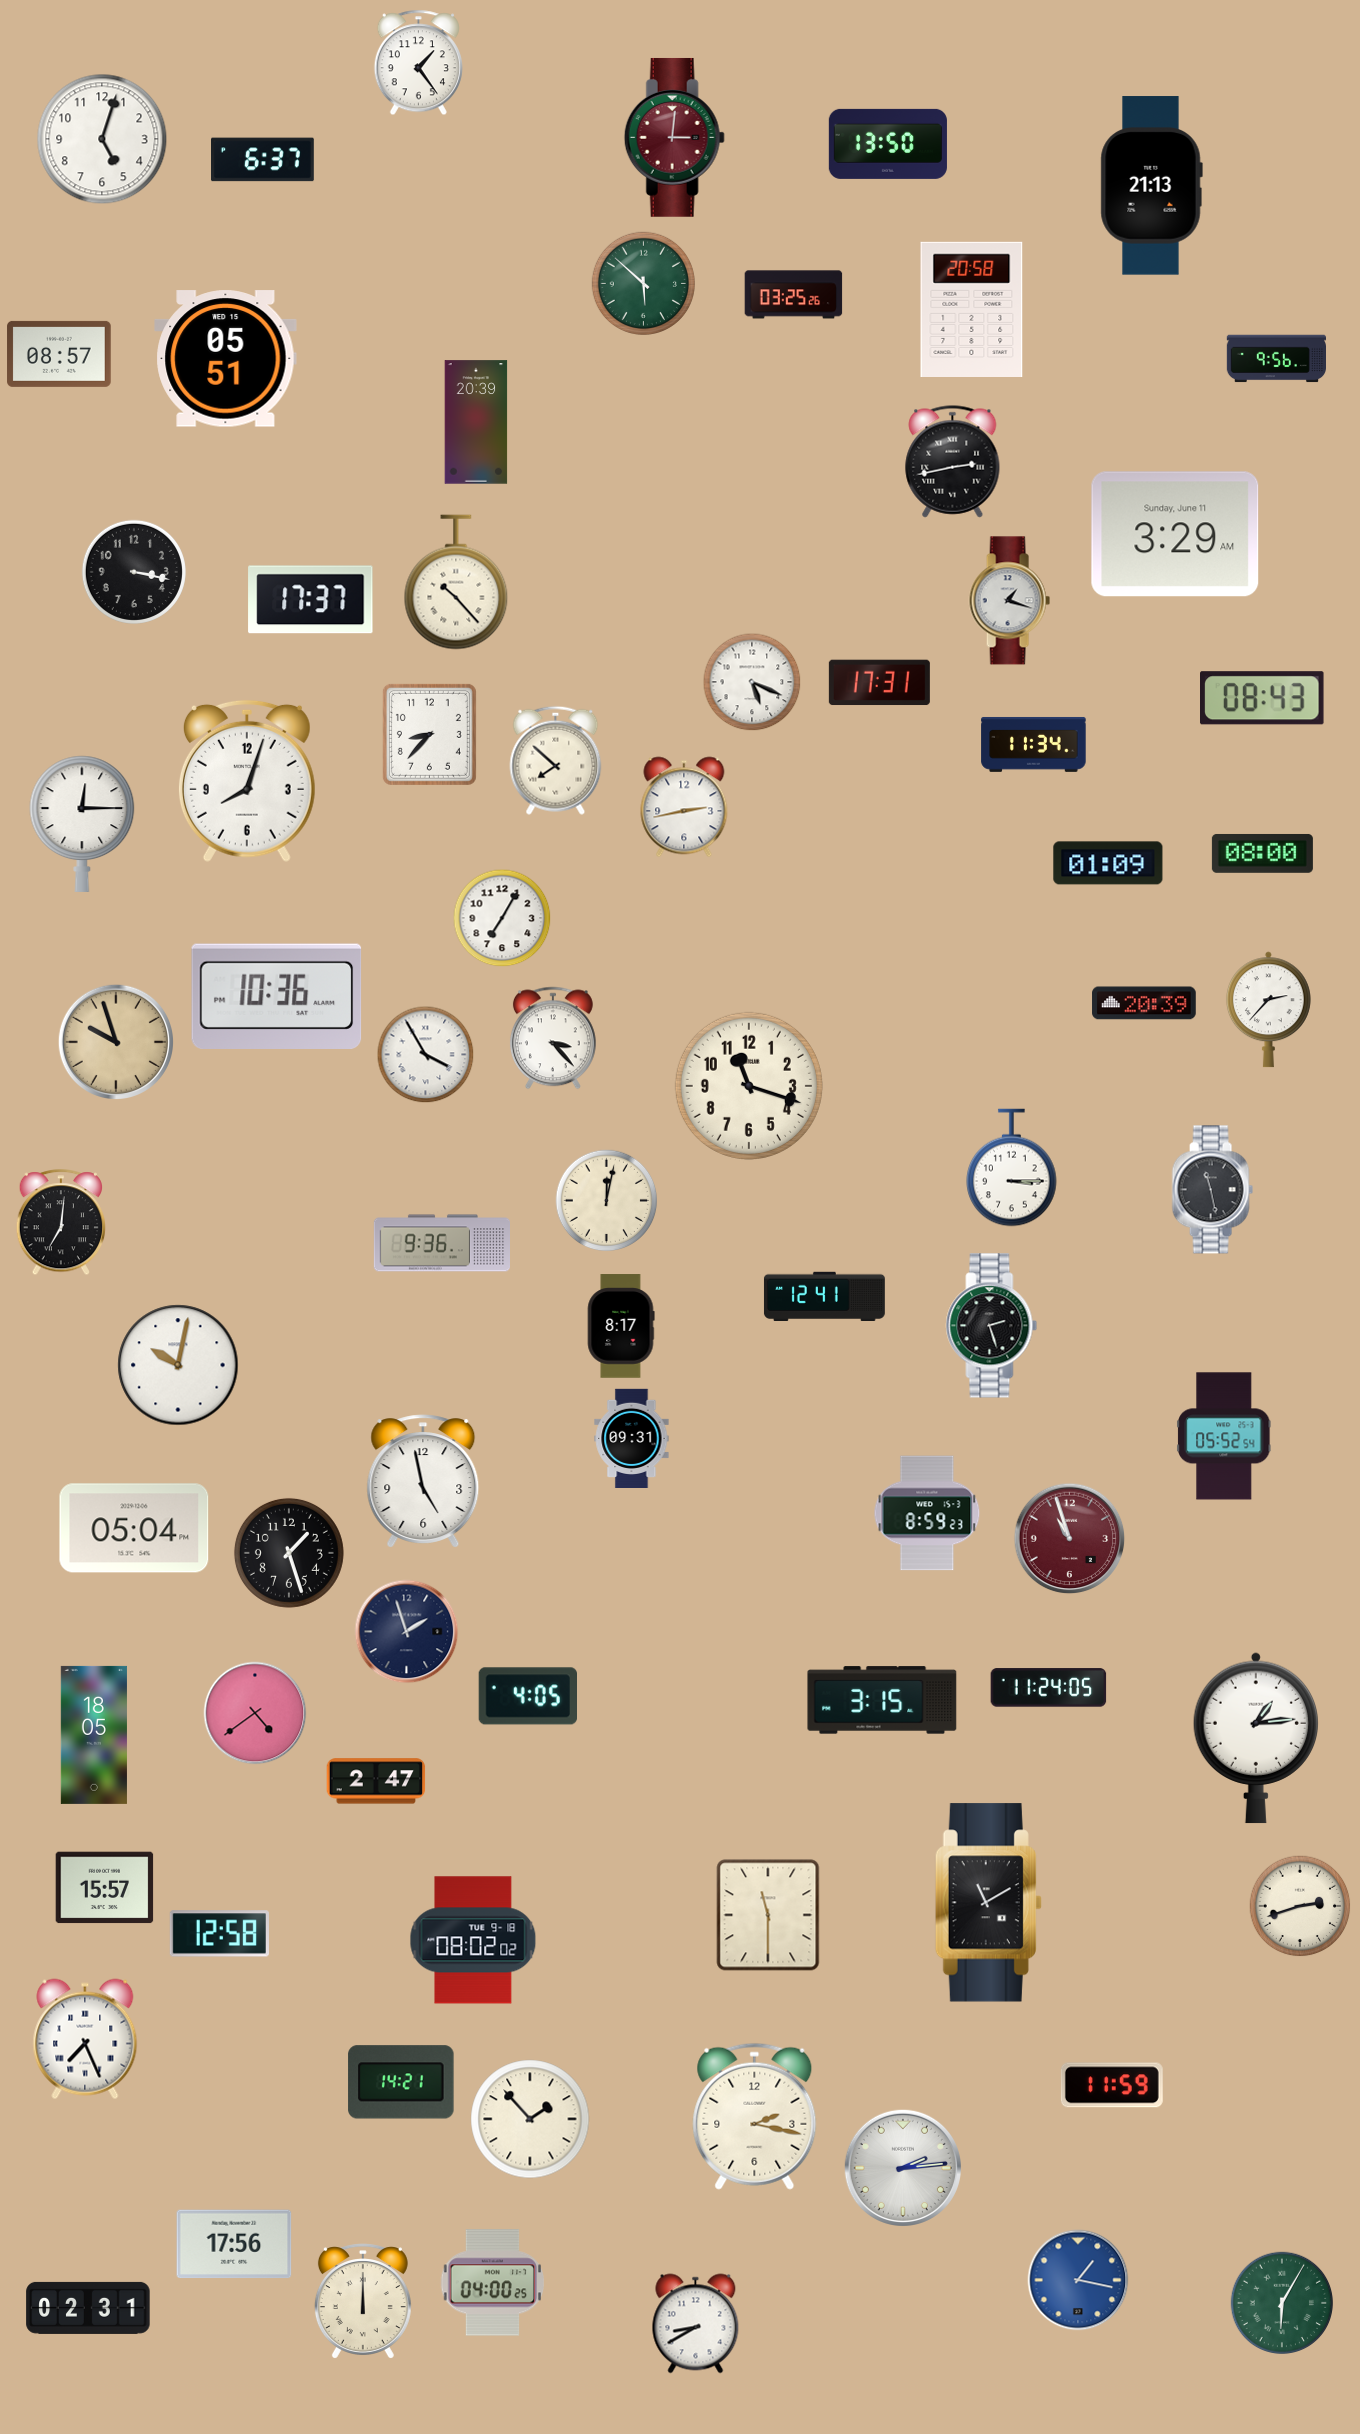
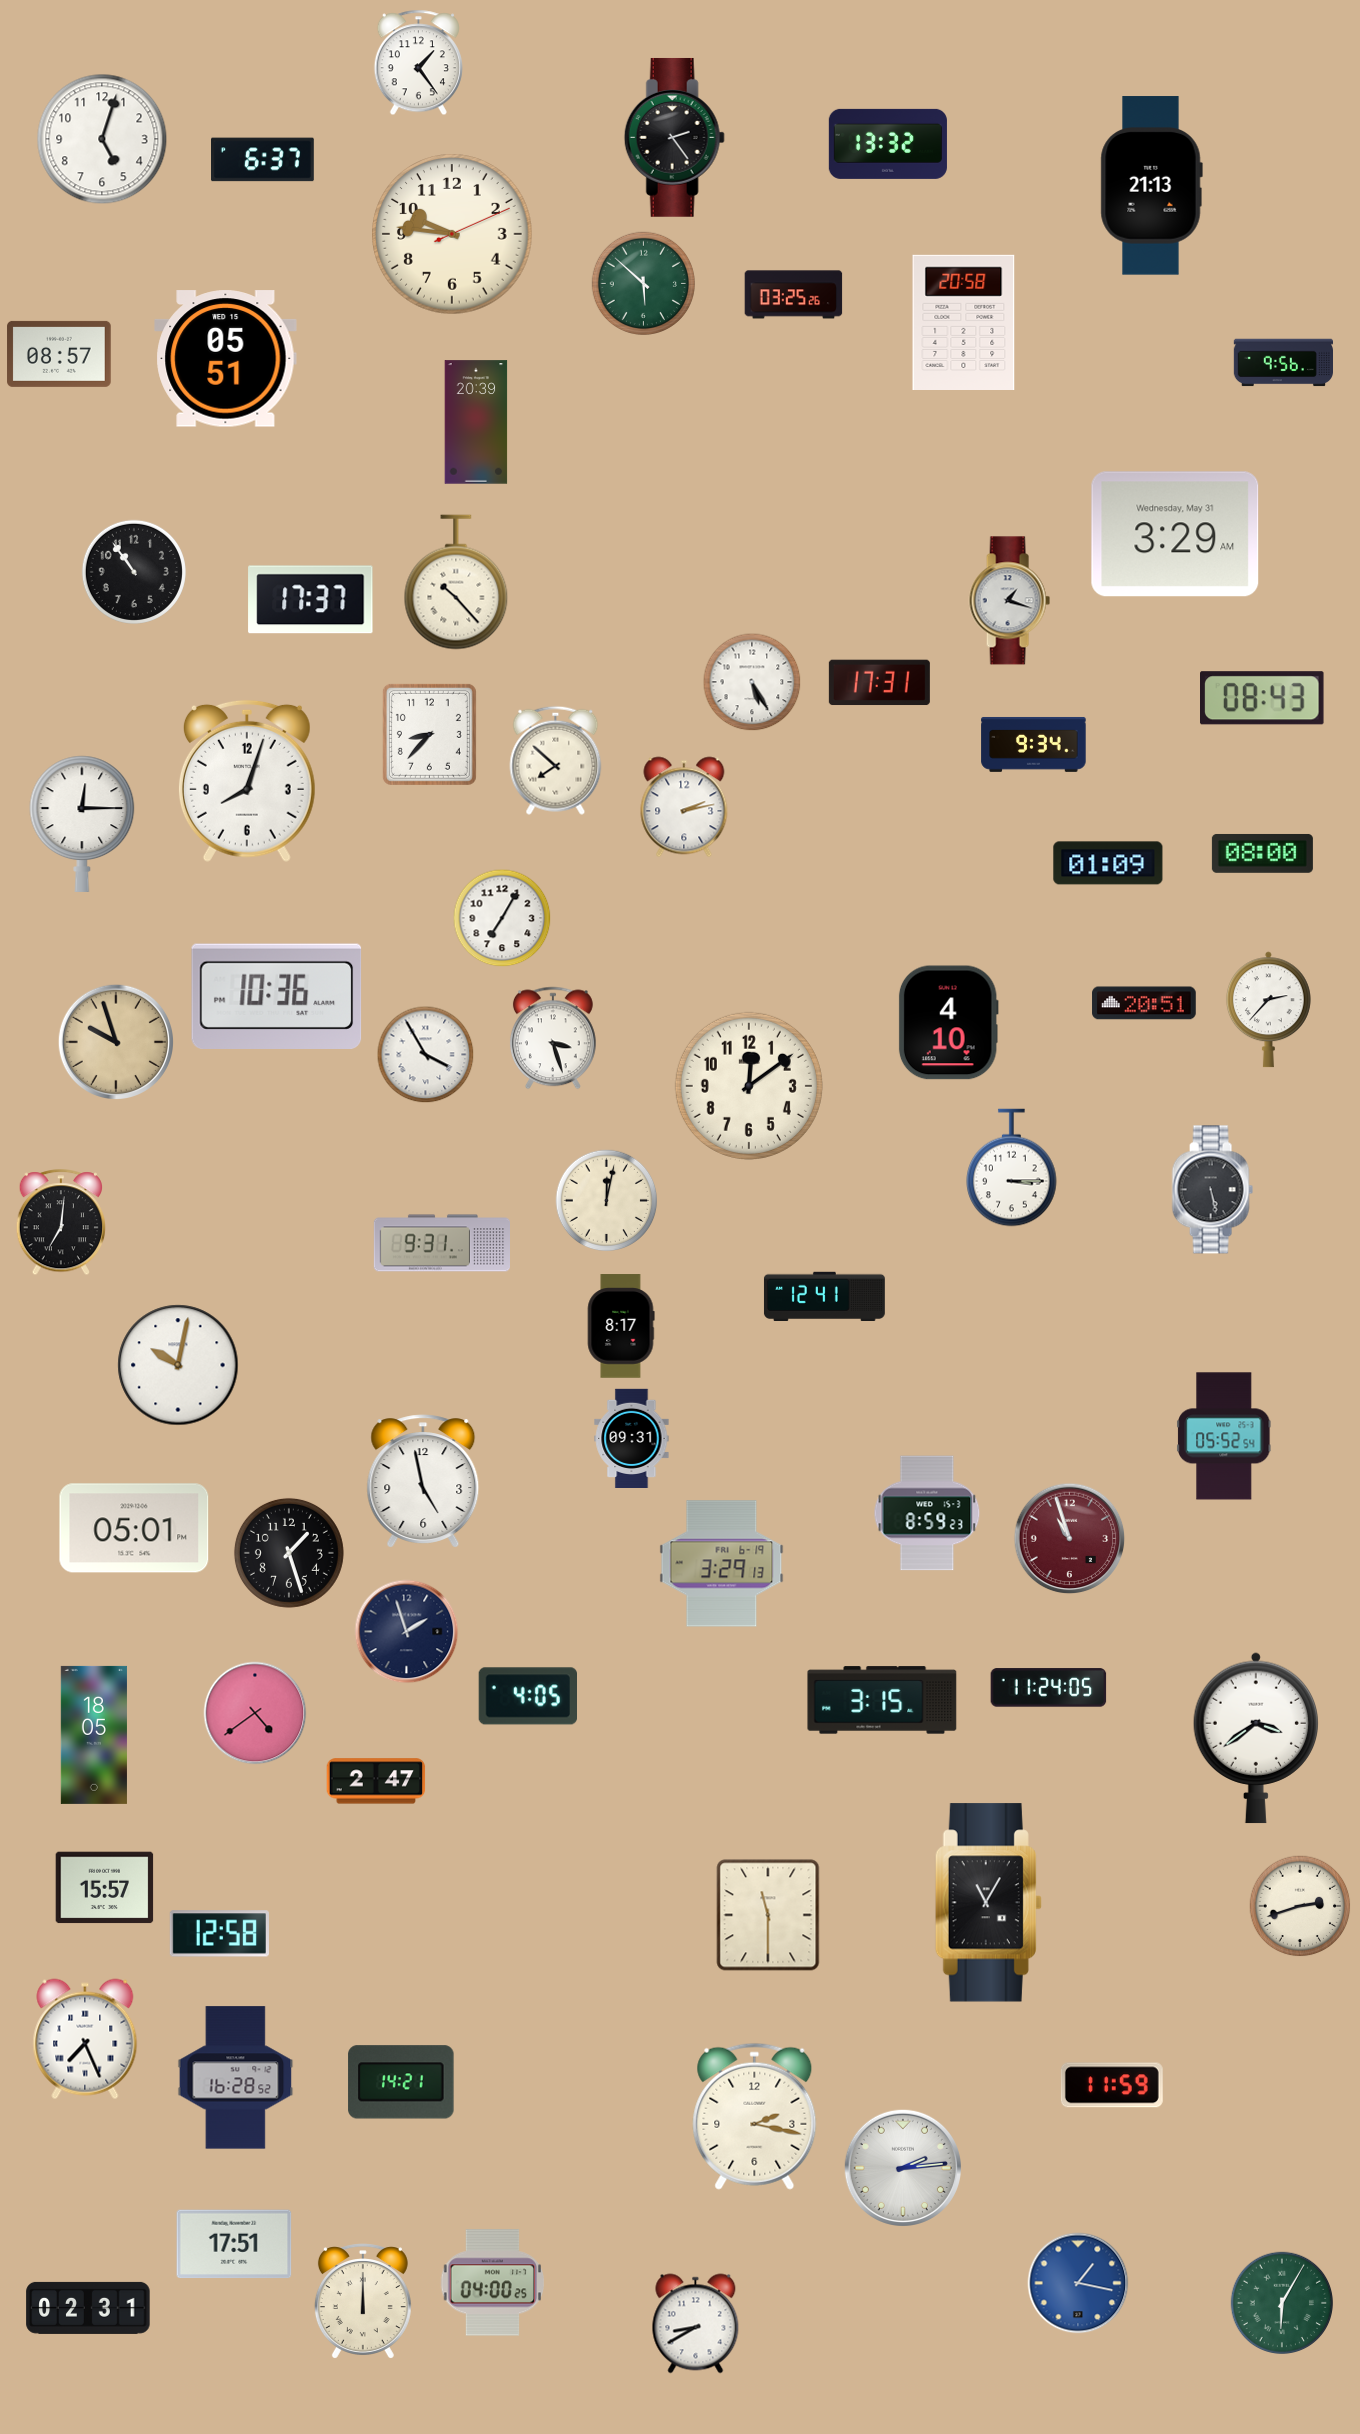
clock at (674, 138): 3:01 -> 2:24
clock at (674, 138) dial: burgundy -> black
clock at (888, 144): 13:50 -> 13:32
clock at (452, 234): none -> 9:46
clock at (972, 310) position: (972, 310) -> (964, 323)
clock at (1276, 359) position: (1276, 359) -> (1283, 363)
clock at (953, 462): 2:43 -> none
clock at (1175, 534) date: Sunday, June 11 -> Wednesday, May 31
clock at (134, 572): 3:17 -> 10:54
clock at (752, 682): 5:19 -> 5:25
clock at (1034, 744): 11:34 -> 9:34
clock at (684, 807): 2:43 -> 2:13
clock at (1144, 1003): 20:39 -> 20:51
clock at (948, 1023): none -> 4:10
clock at (553, 1038): 3:23 -> 3:27
clock at (749, 1086): 11:18 -> 12:09
clock at (1212, 1190): 11:28 -> 5:28
clock at (441, 1243): 9:36 -> 9:31
clock at (992, 1326): 2:27 -> none
clock at (134, 1528): 05:04 -> 05:01
clock at (722, 1564): none -> 3:29
clock at (1255, 1738): 1:14 -> 3:39
clock at (988, 1903): 11:10 -> 11:05
clock at (473, 1940): 08:02 -> none
clock at (236, 2078): none -> 16:28
clock at (530, 2119): 1:53 -> none
clock at (234, 2244): 17:56 -> 17:51
clock at (1078, 2280) position: (1078, 2280) -> (1078, 2283)
